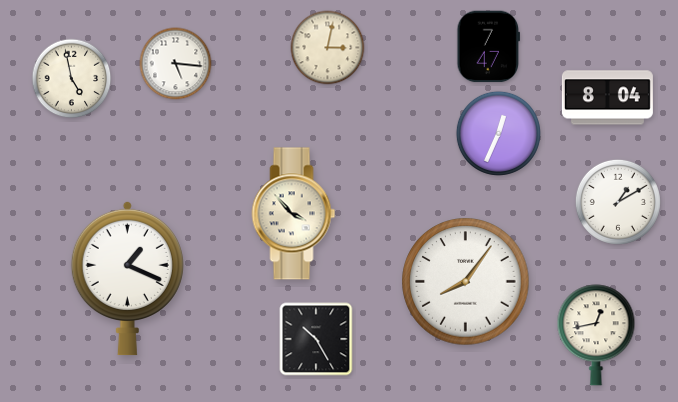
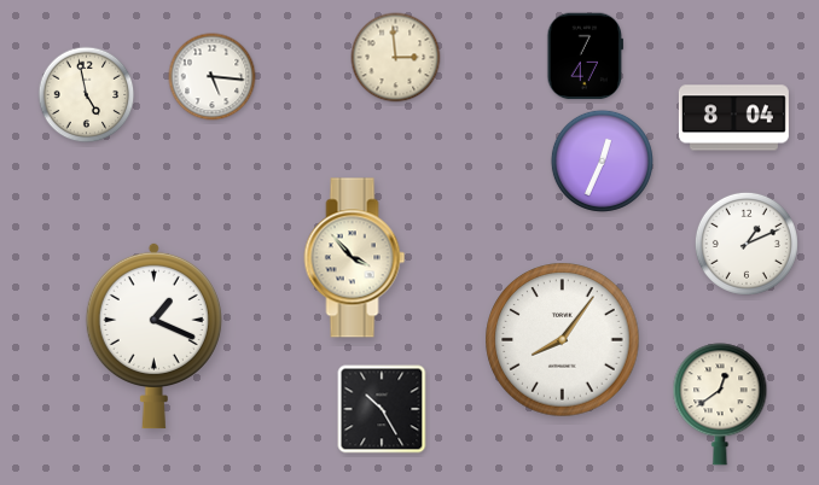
clock at (488, 47) position: (488, 47) -> (585, 57)
clock at (328, 48): 3:02 -> 2:59
clock at (618, 202): 1:10 -> 1:11
clock at (596, 335): 12:43 -> 12:39
